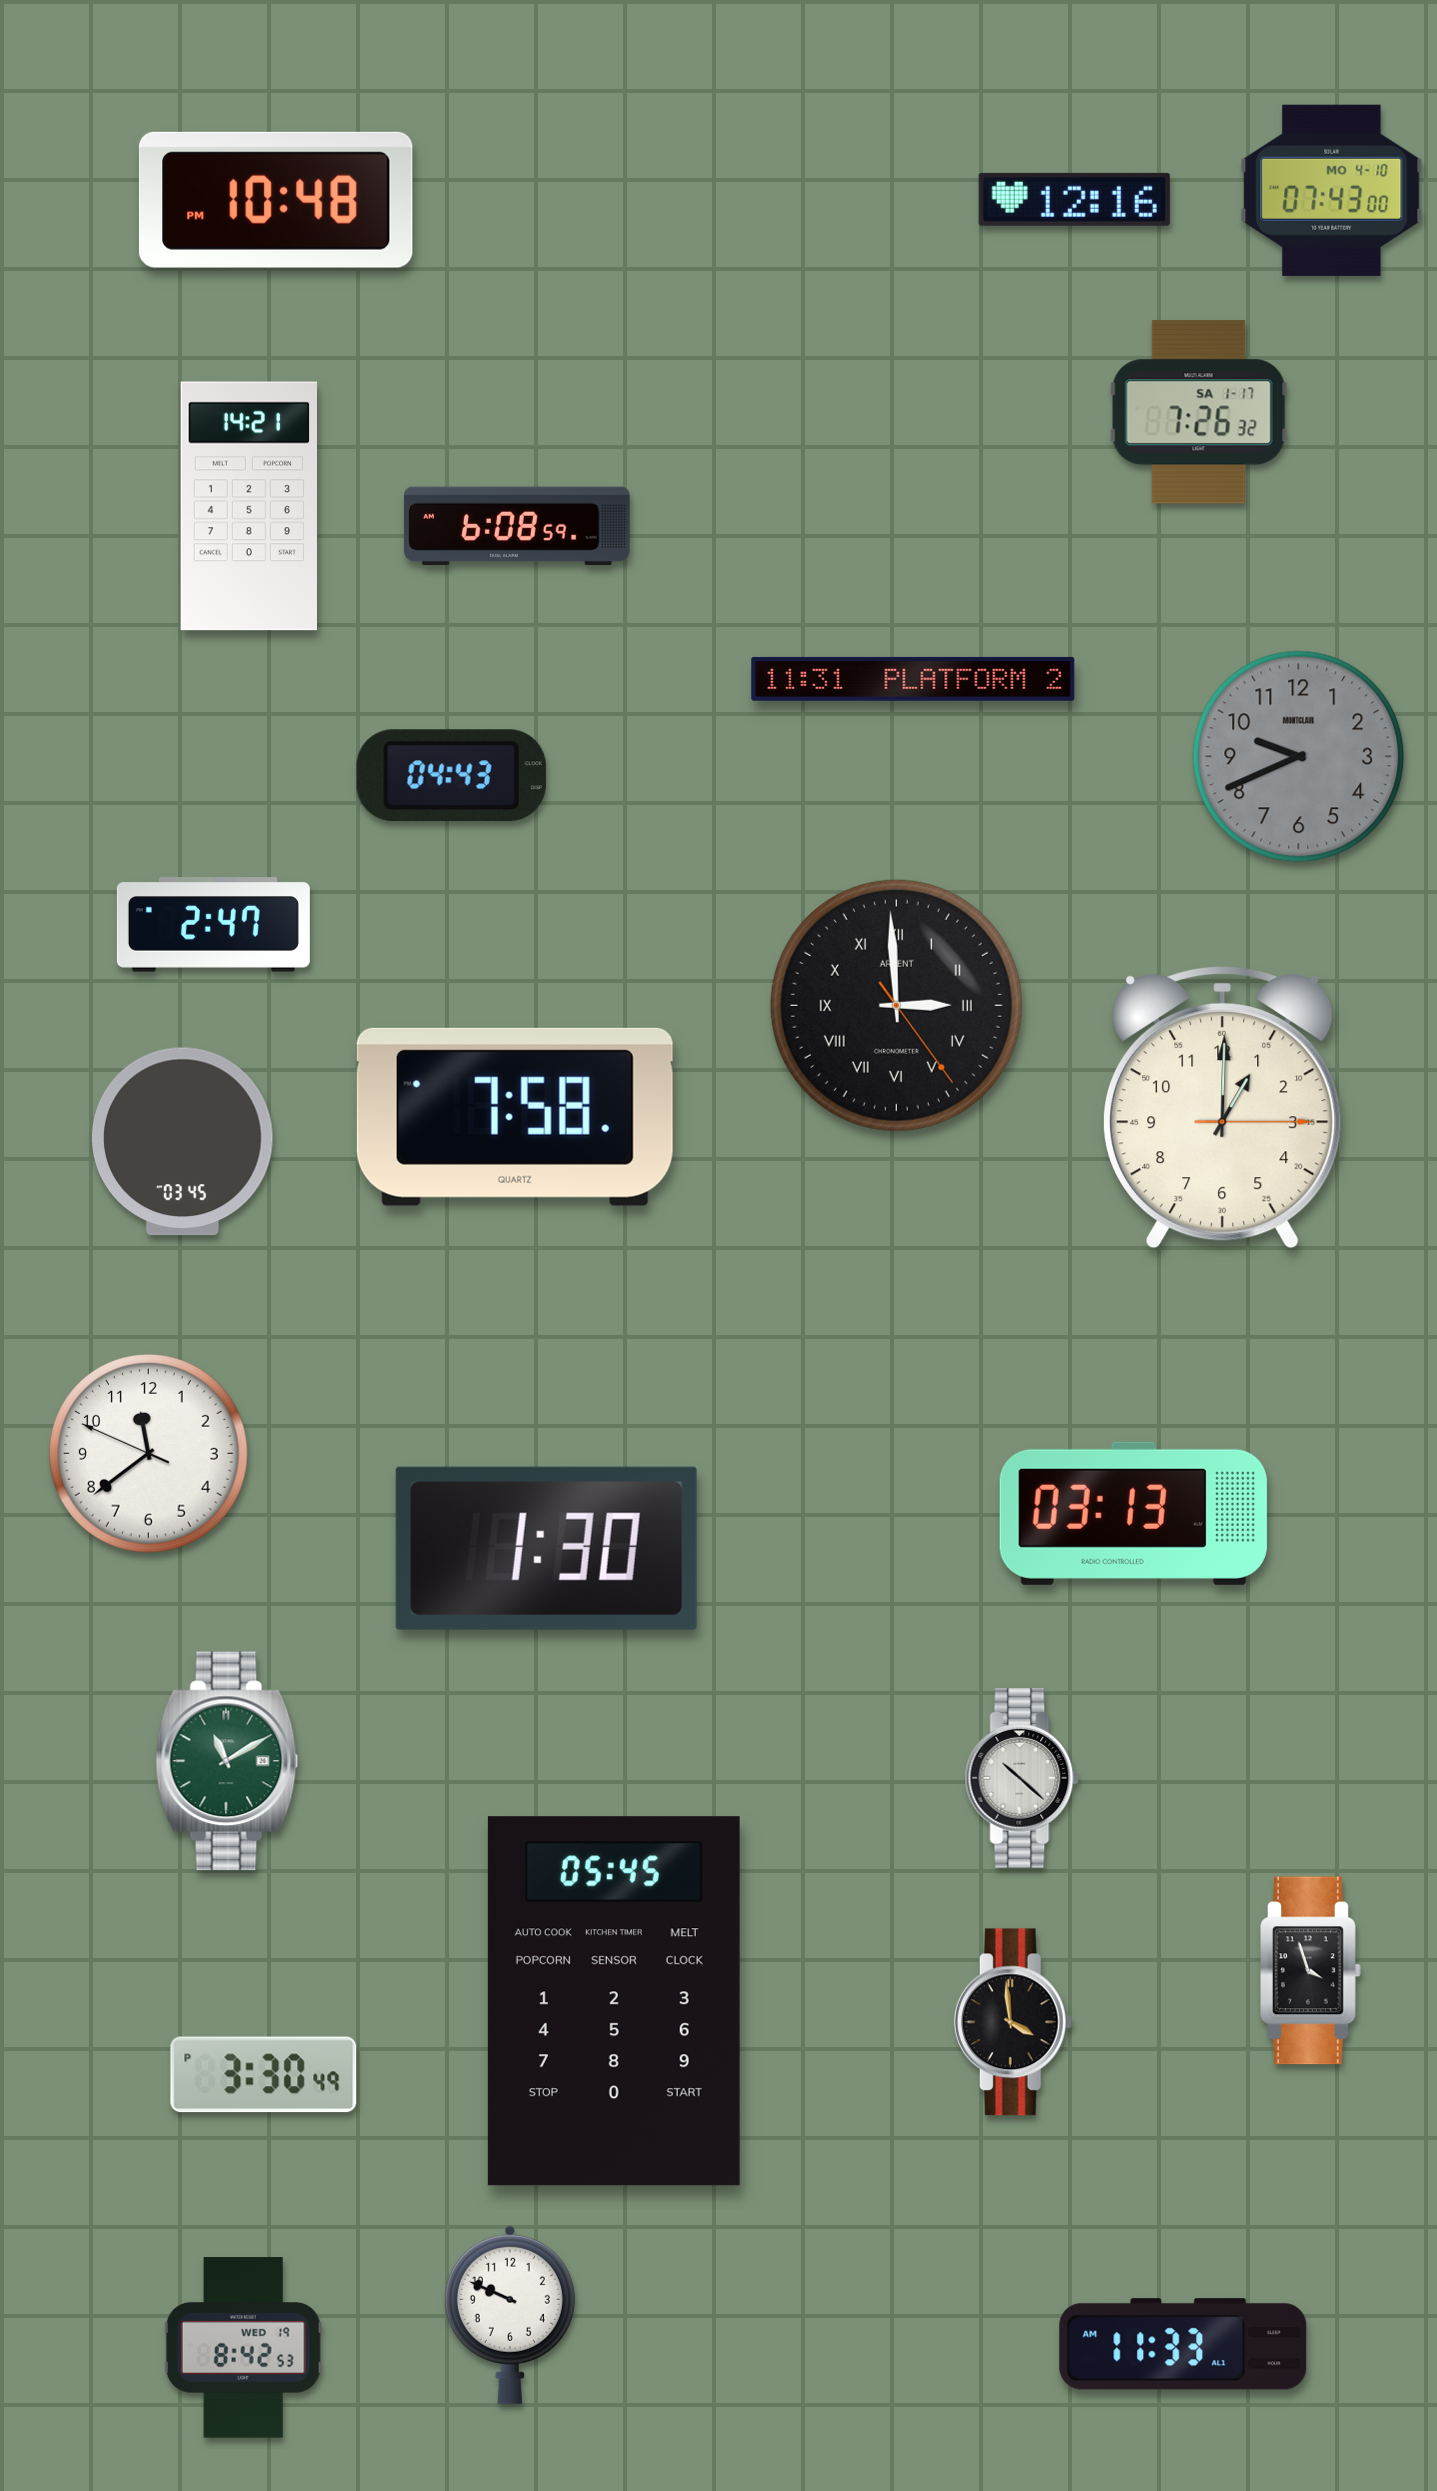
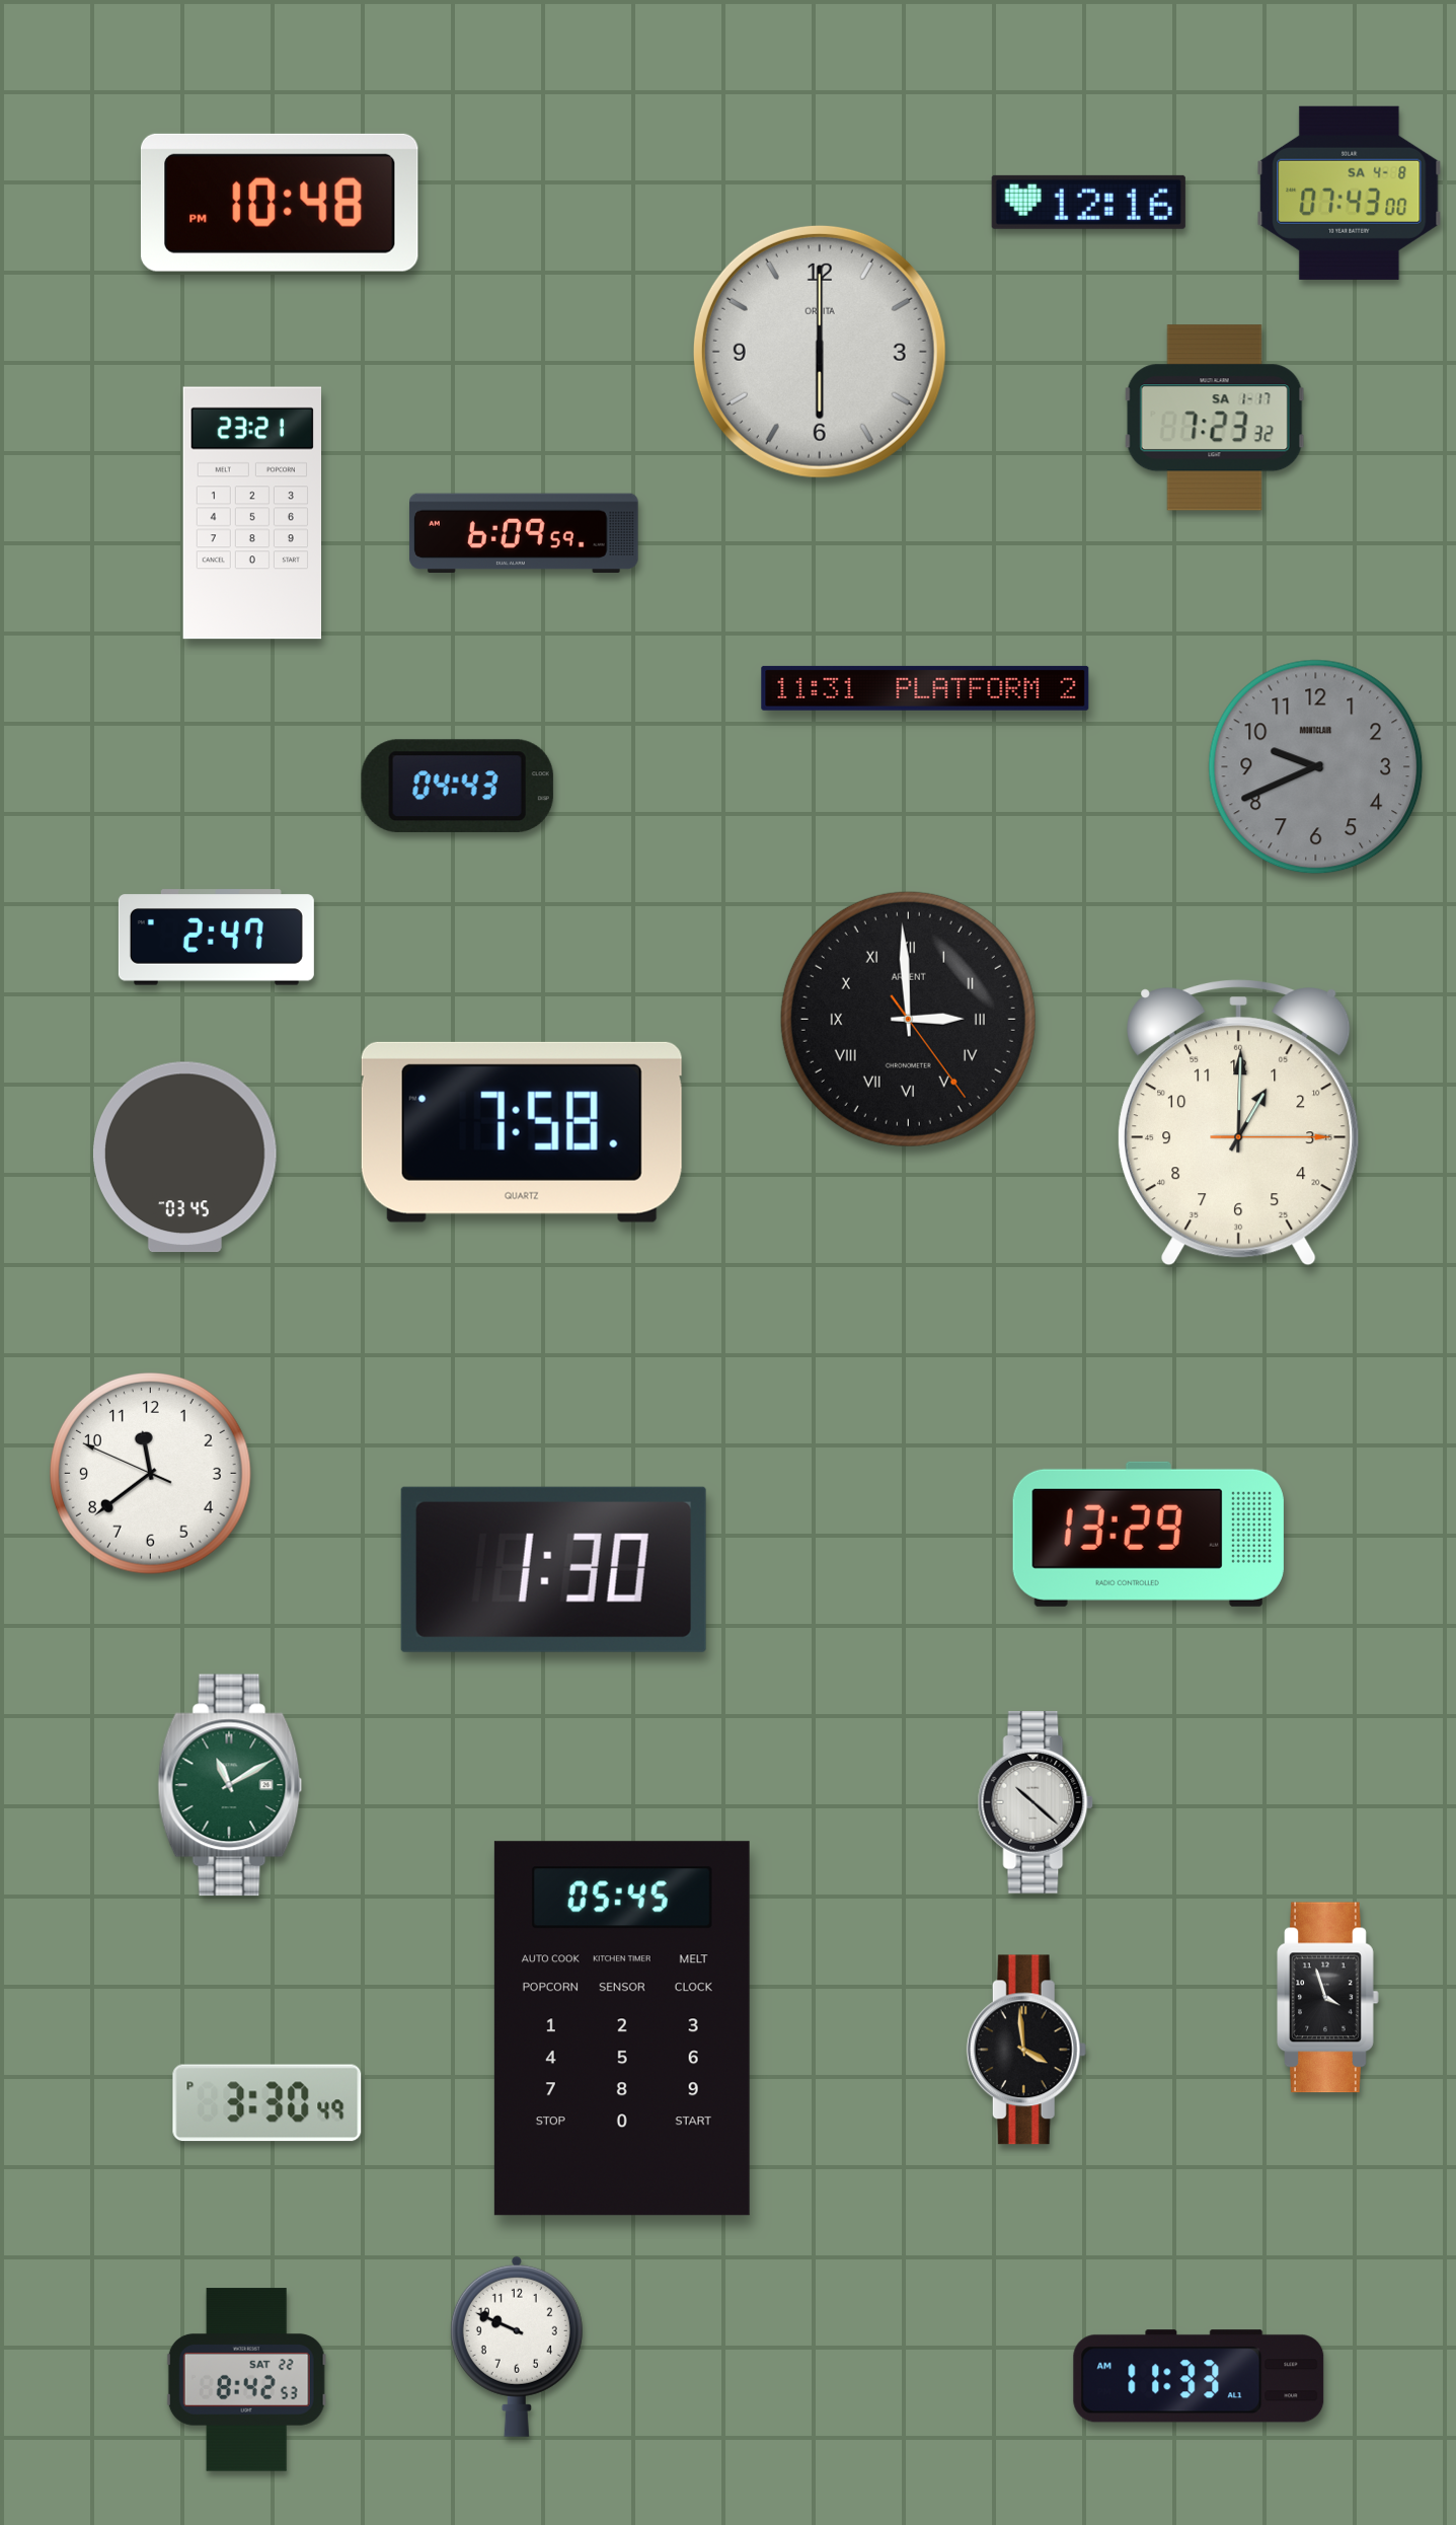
clock at (1332, 190) date: MO 4-10 -> SA 4-8
clock at (820, 352): none -> 6:00
clock at (1199, 412): 7:26 -> 7:23
clock at (248, 506): 14:21 -> 23:21
clock at (517, 525): 6:08 -> 6:09
clock at (1133, 1513): 03:13 -> 13:29
clock at (243, 2348) date: WED 19 -> SAT 22
